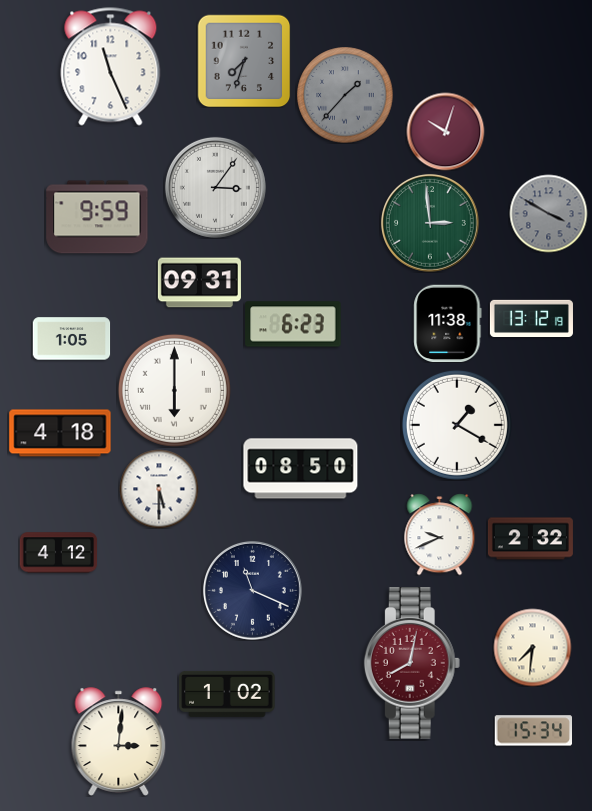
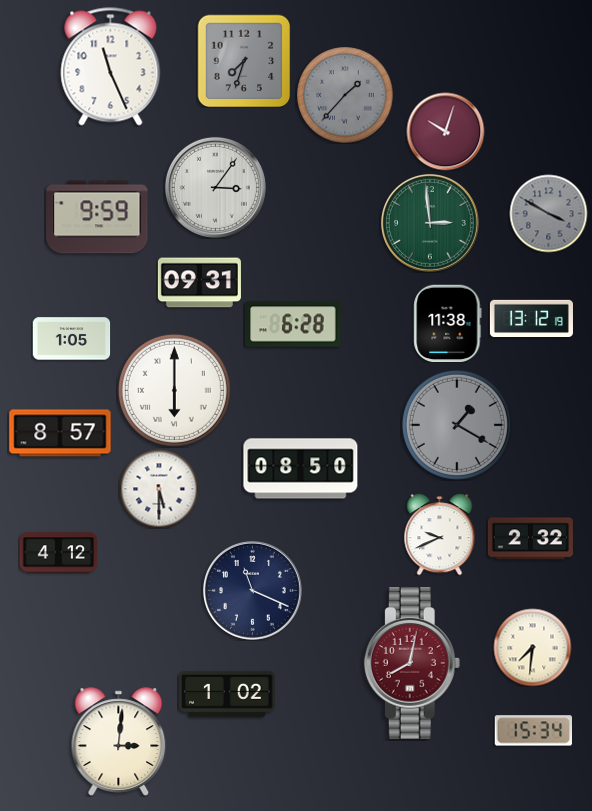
clock at (293, 324): 6:23 -> 6:28
clock at (457, 425) dial: white -> grey
clock at (60, 433): 4:18 -> 8:57
